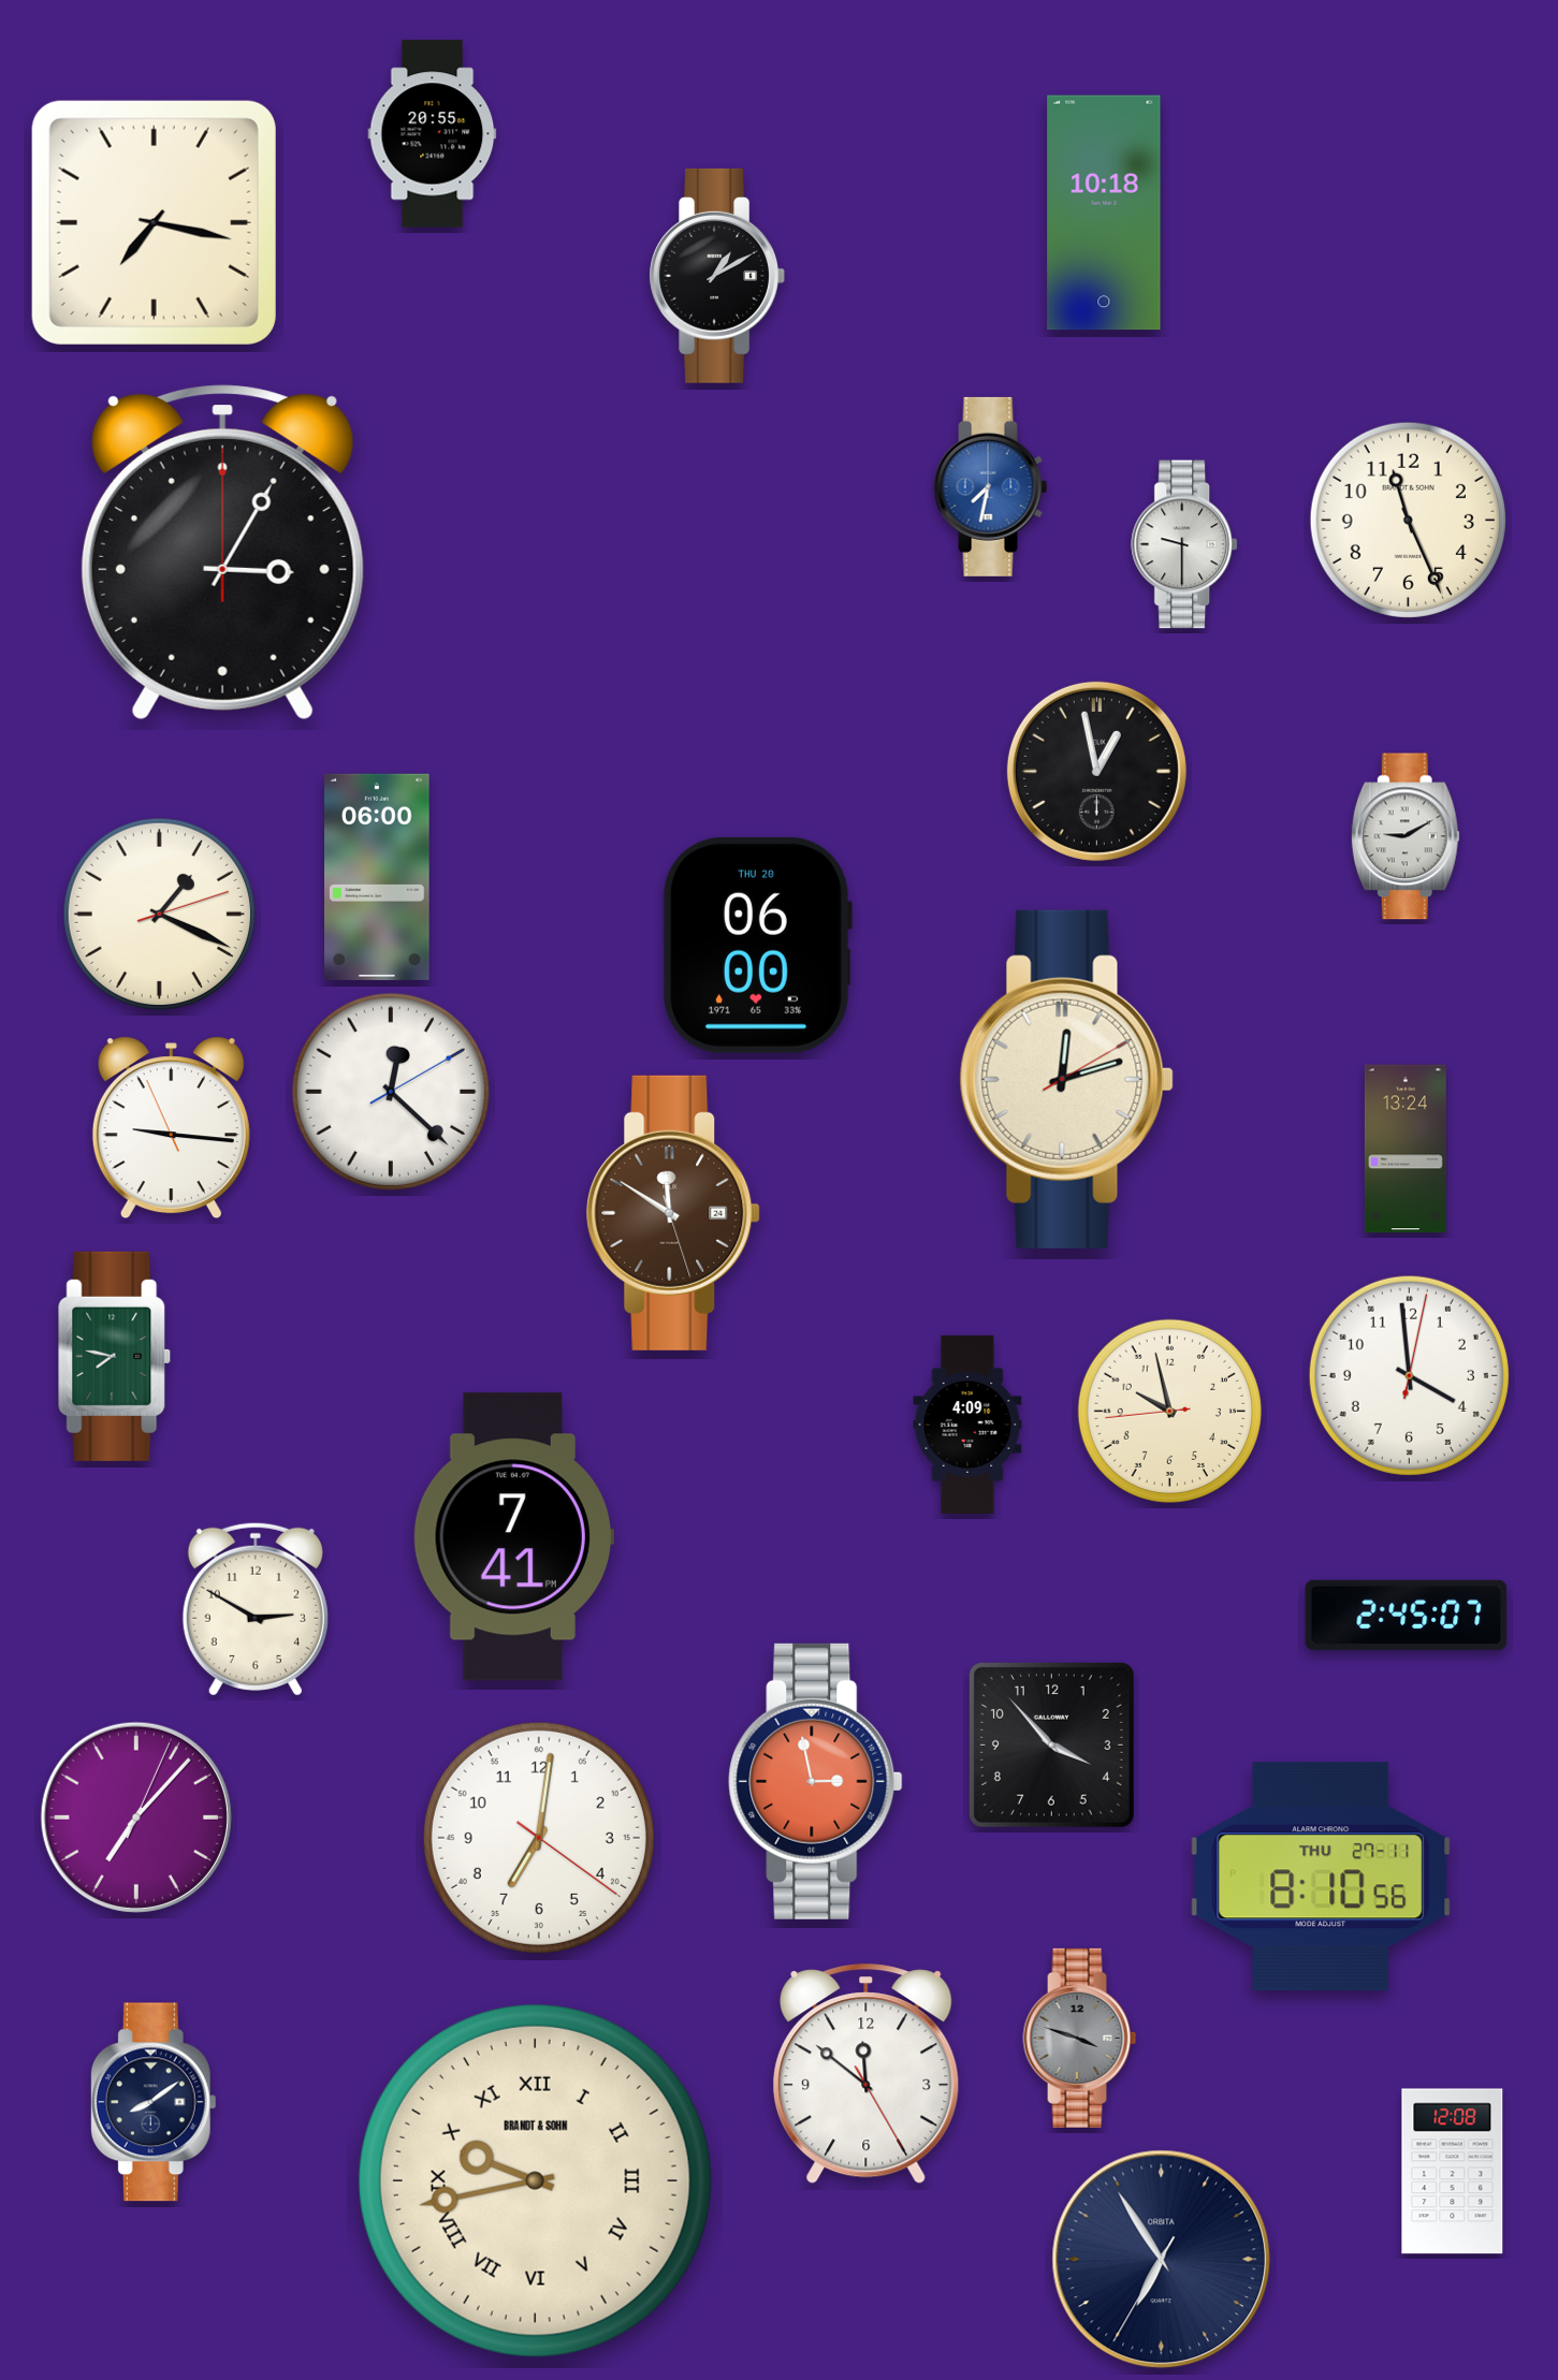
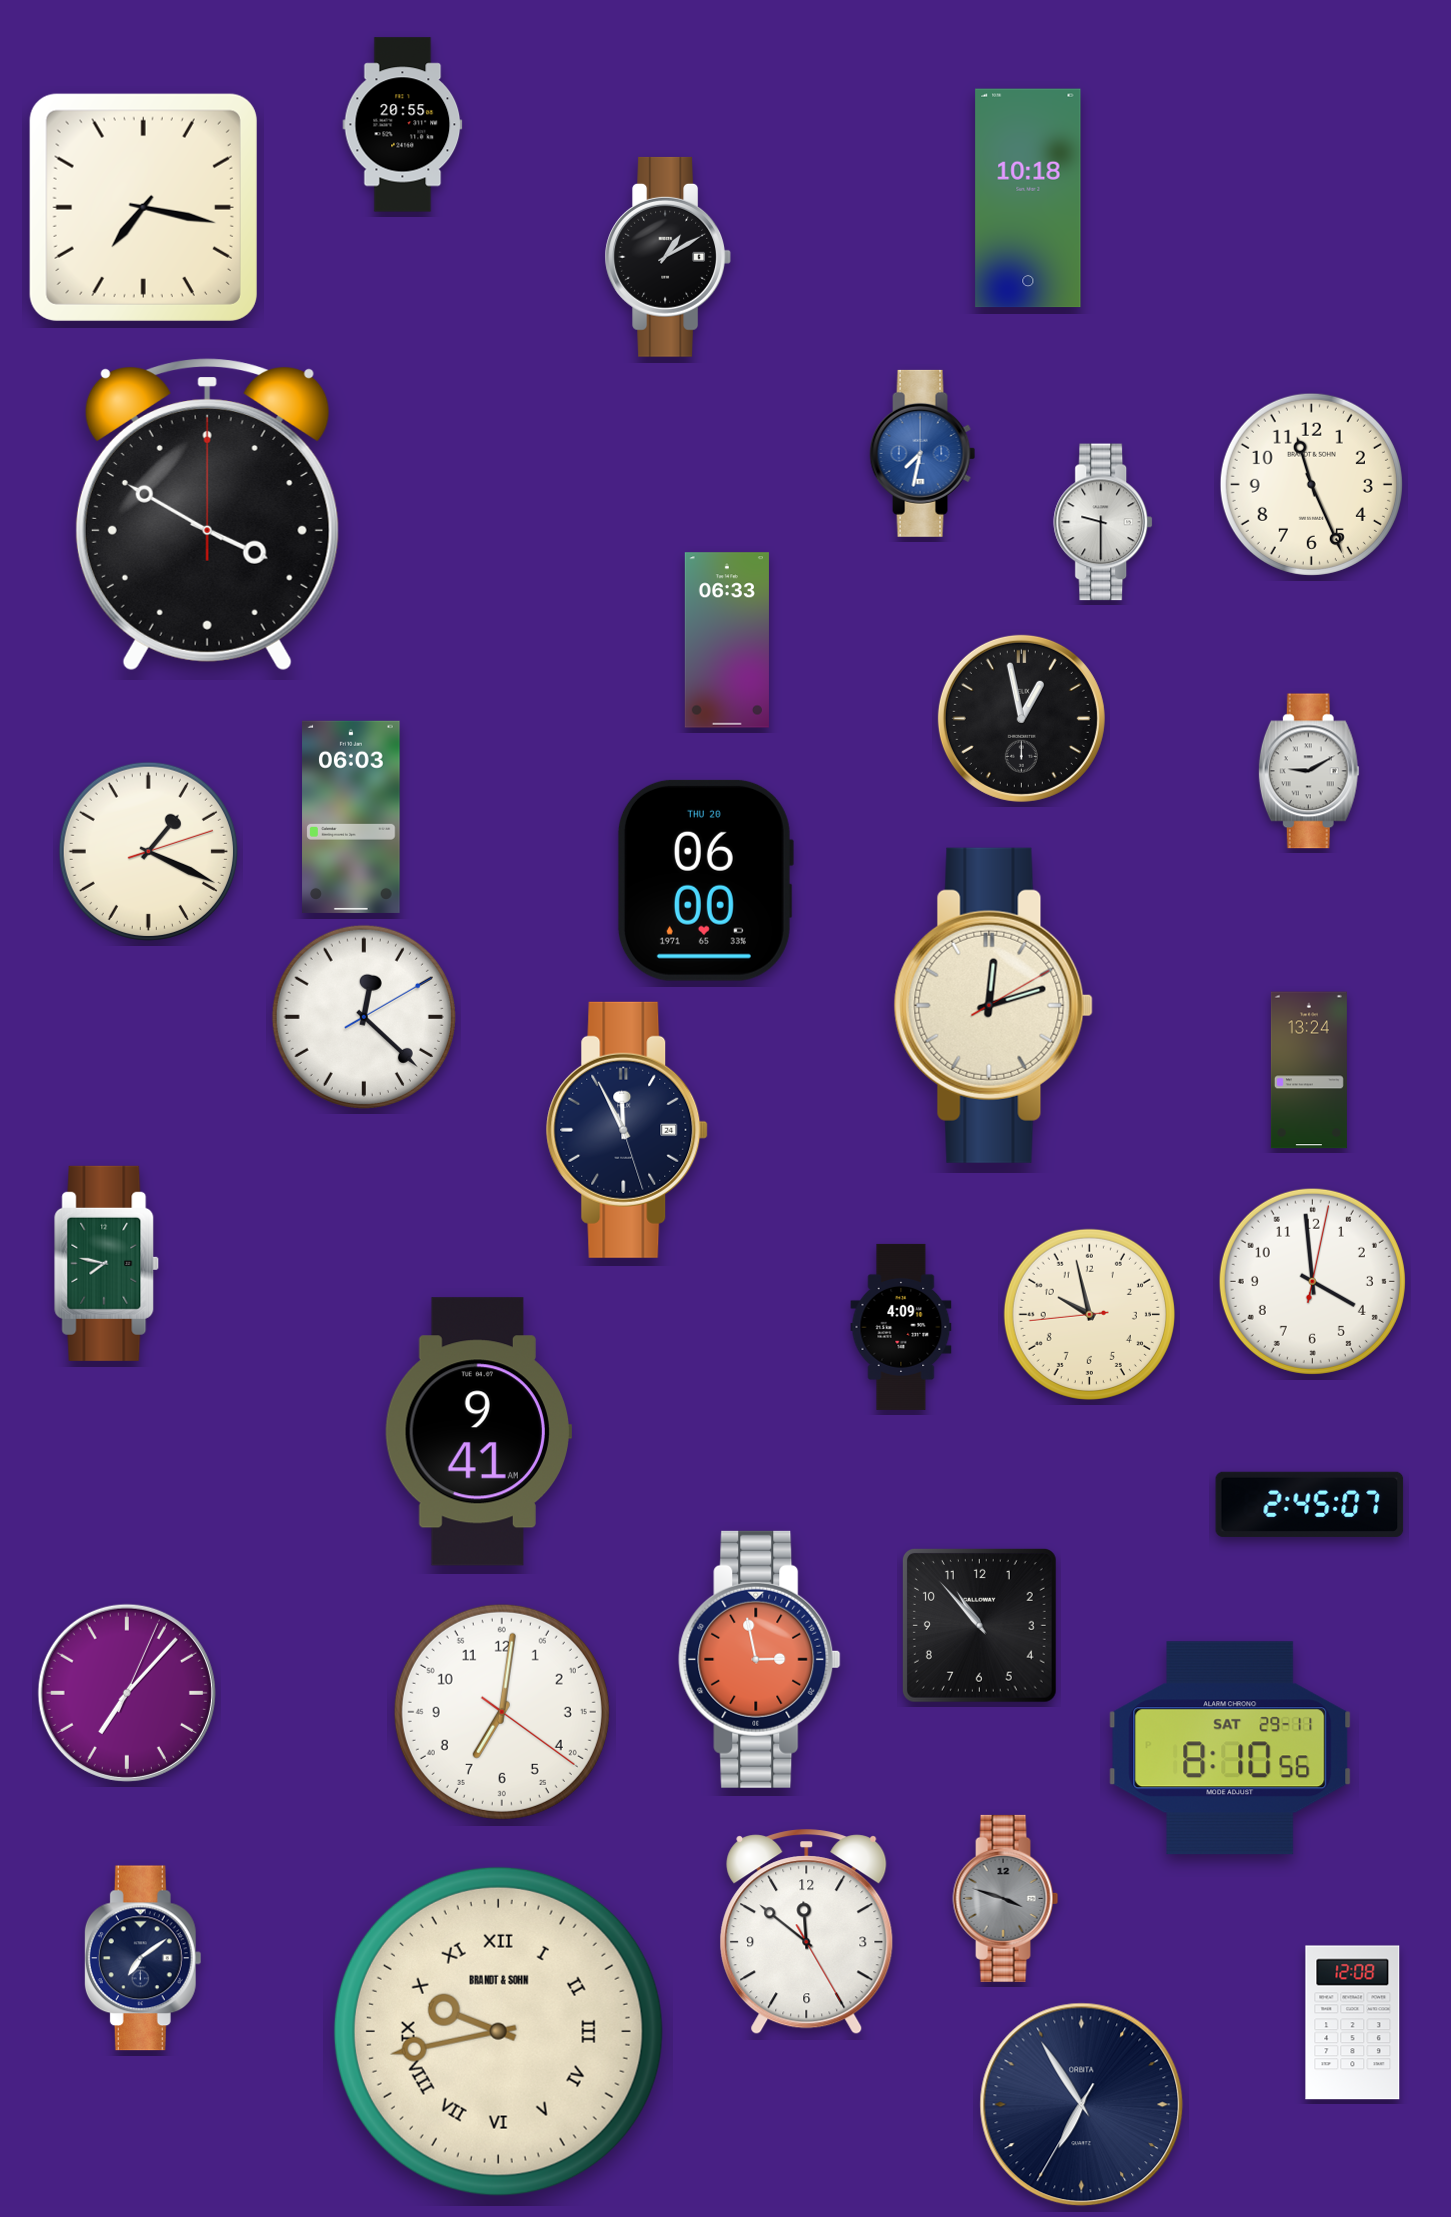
clock at (1185, 544) position: (1185, 544) -> (1104, 522)
clock at (222, 553): 3:05 -> 3:50
clock at (727, 640): none -> 06:33
clock at (1406, 836) position: (1406, 836) -> (1309, 771)
clock at (377, 877): 06:00 -> 06:03
clock at (171, 1128): 9:15 -> none
clock at (673, 1213): 11:50 -> 11:55
clock at (673, 1213) dial: brown -> navy
clock at (513, 1537): 7:41 -> 9:41
clock at (256, 1609): 2:50 -> none
clock at (1051, 1744): 3:53 -> 10:53
clock at (1321, 1877) date: THU 27-11 -> SAT 29-11
clock at (154, 2102): 8:09 -> 7:09
